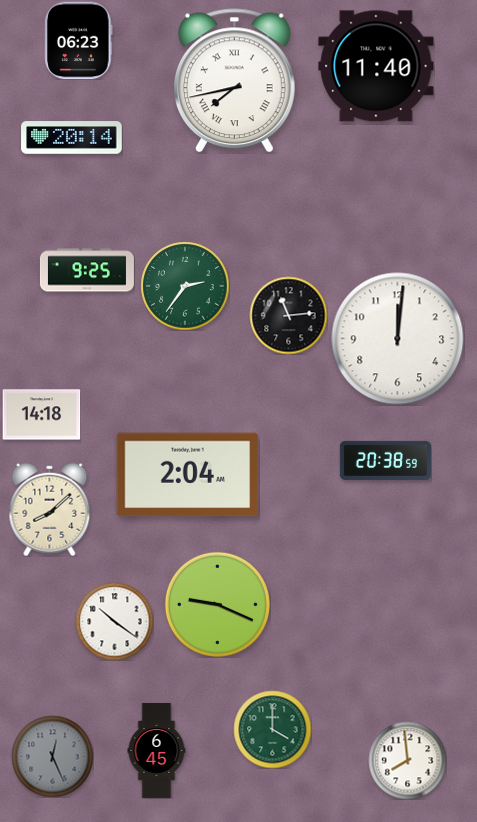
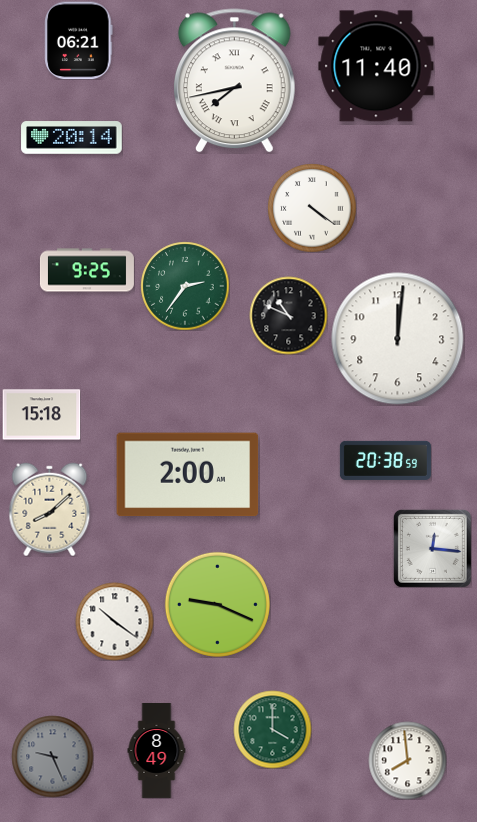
clock at (79, 40): 06:23 -> 06:21
clock at (312, 208): none -> 4:21
clock at (288, 315): 11:14 -> 10:49
clock at (41, 415): 14:18 -> 15:18
clock at (188, 475): 2:04 -> 2:00
clock at (432, 548): none -> 12:16
clock at (157, 750): 6:45 -> 8:49
clock at (52, 756): 12:26 -> 9:26
